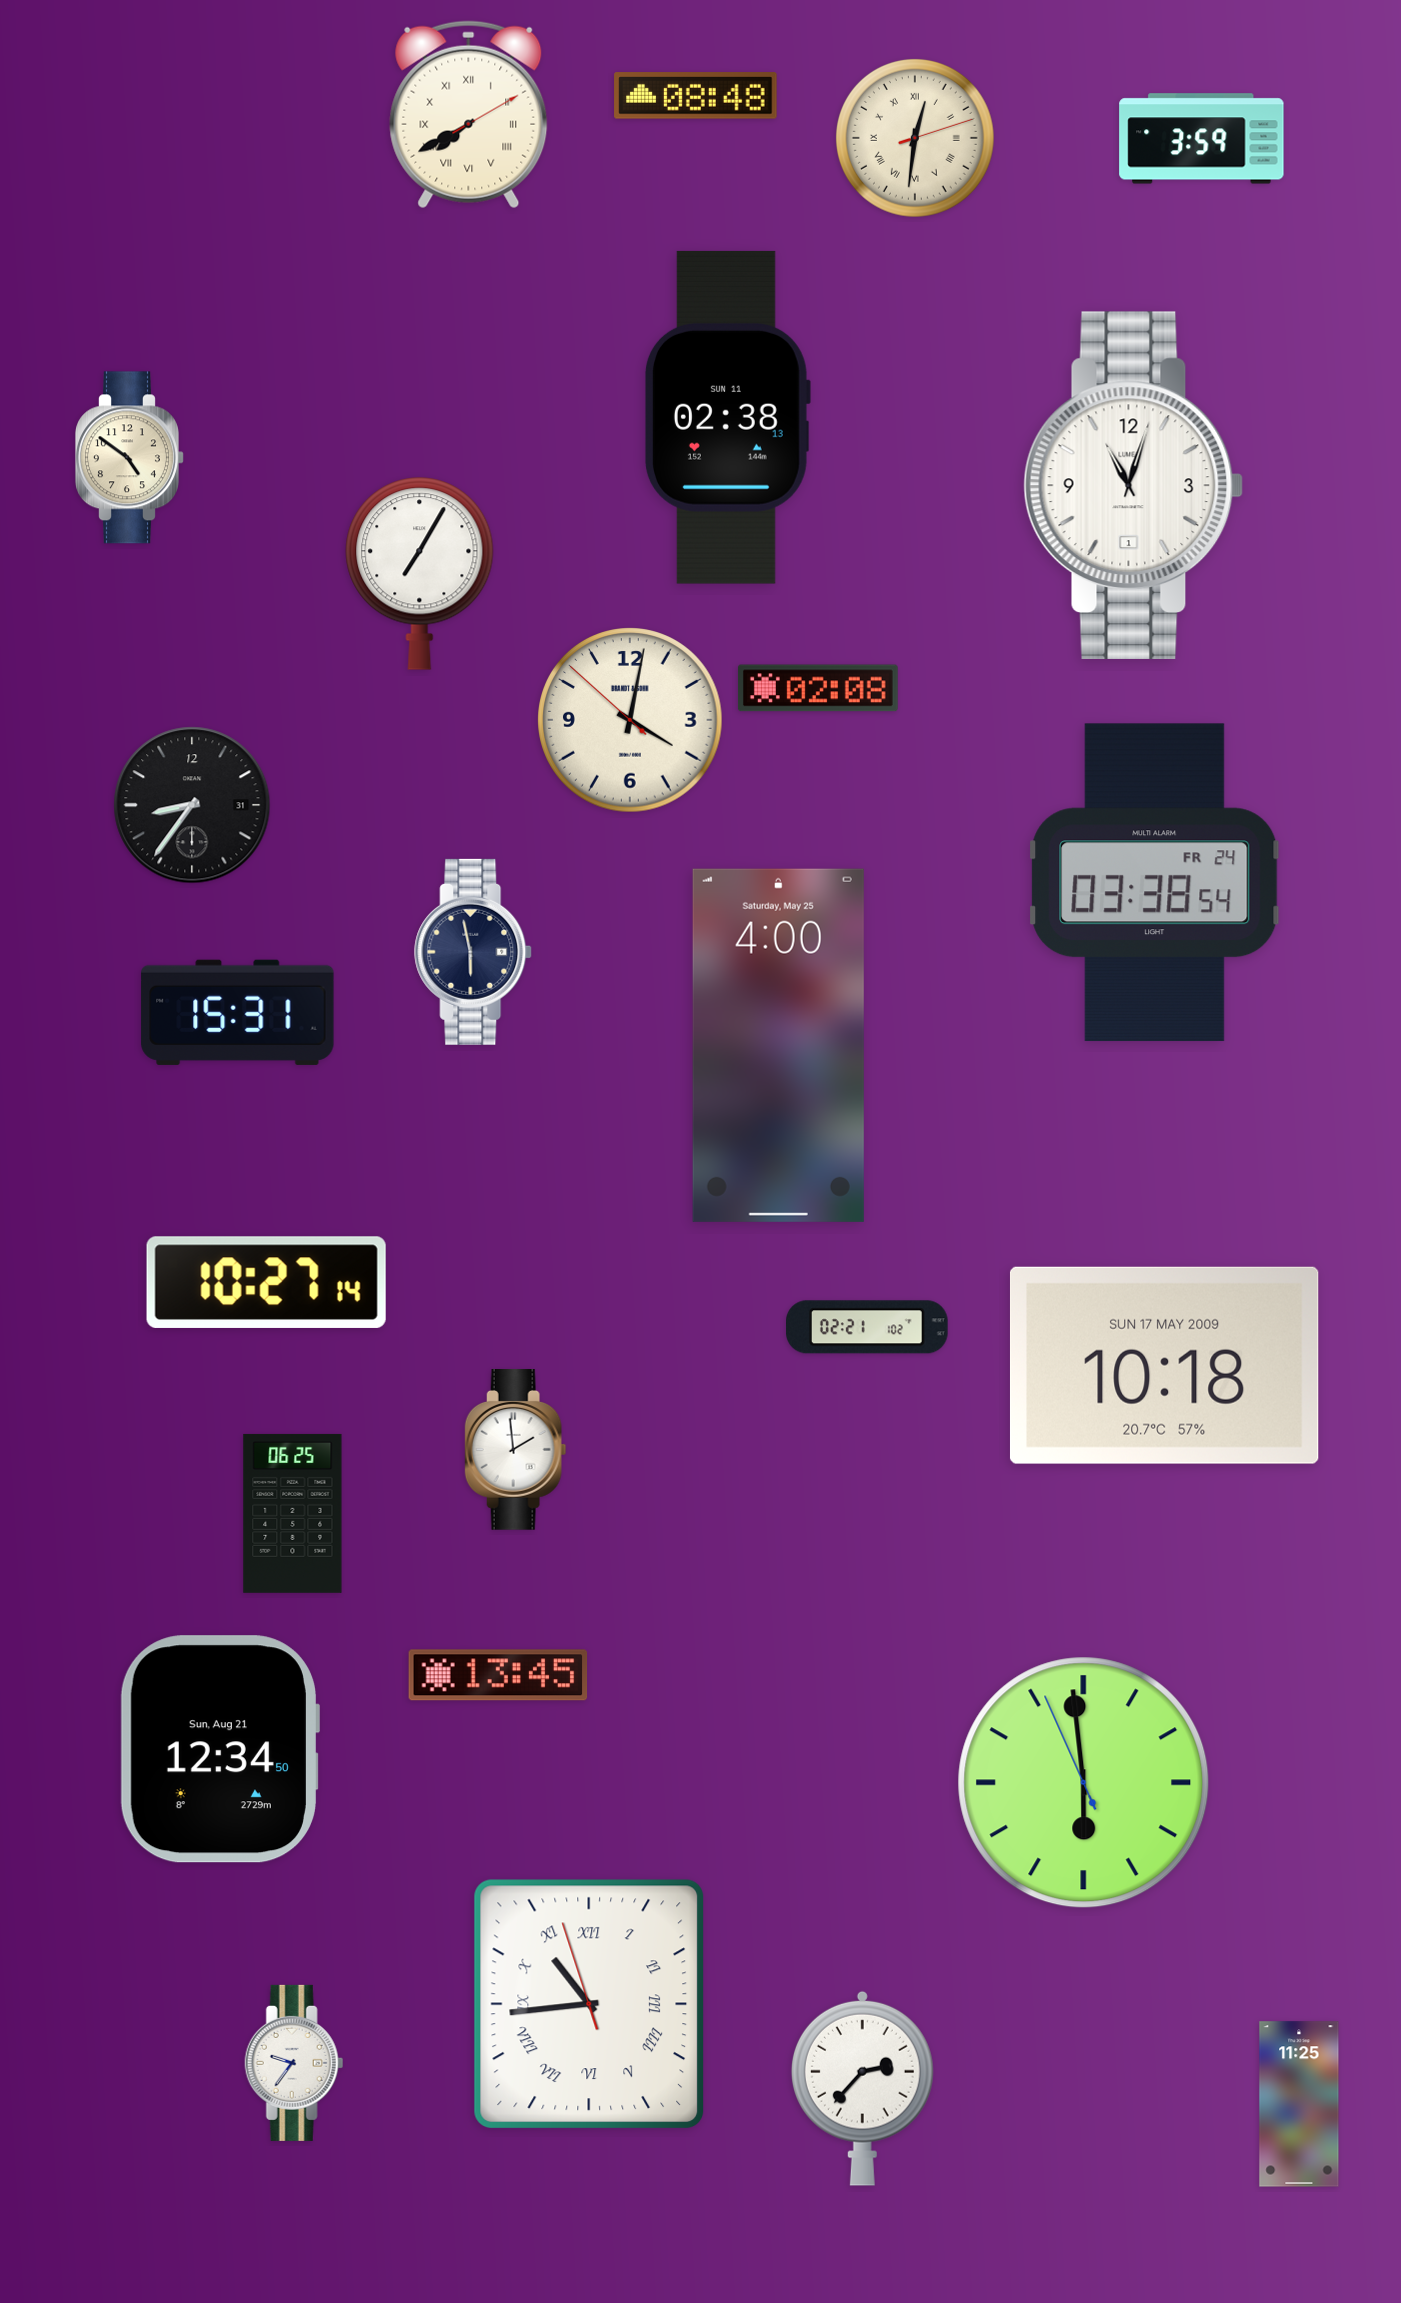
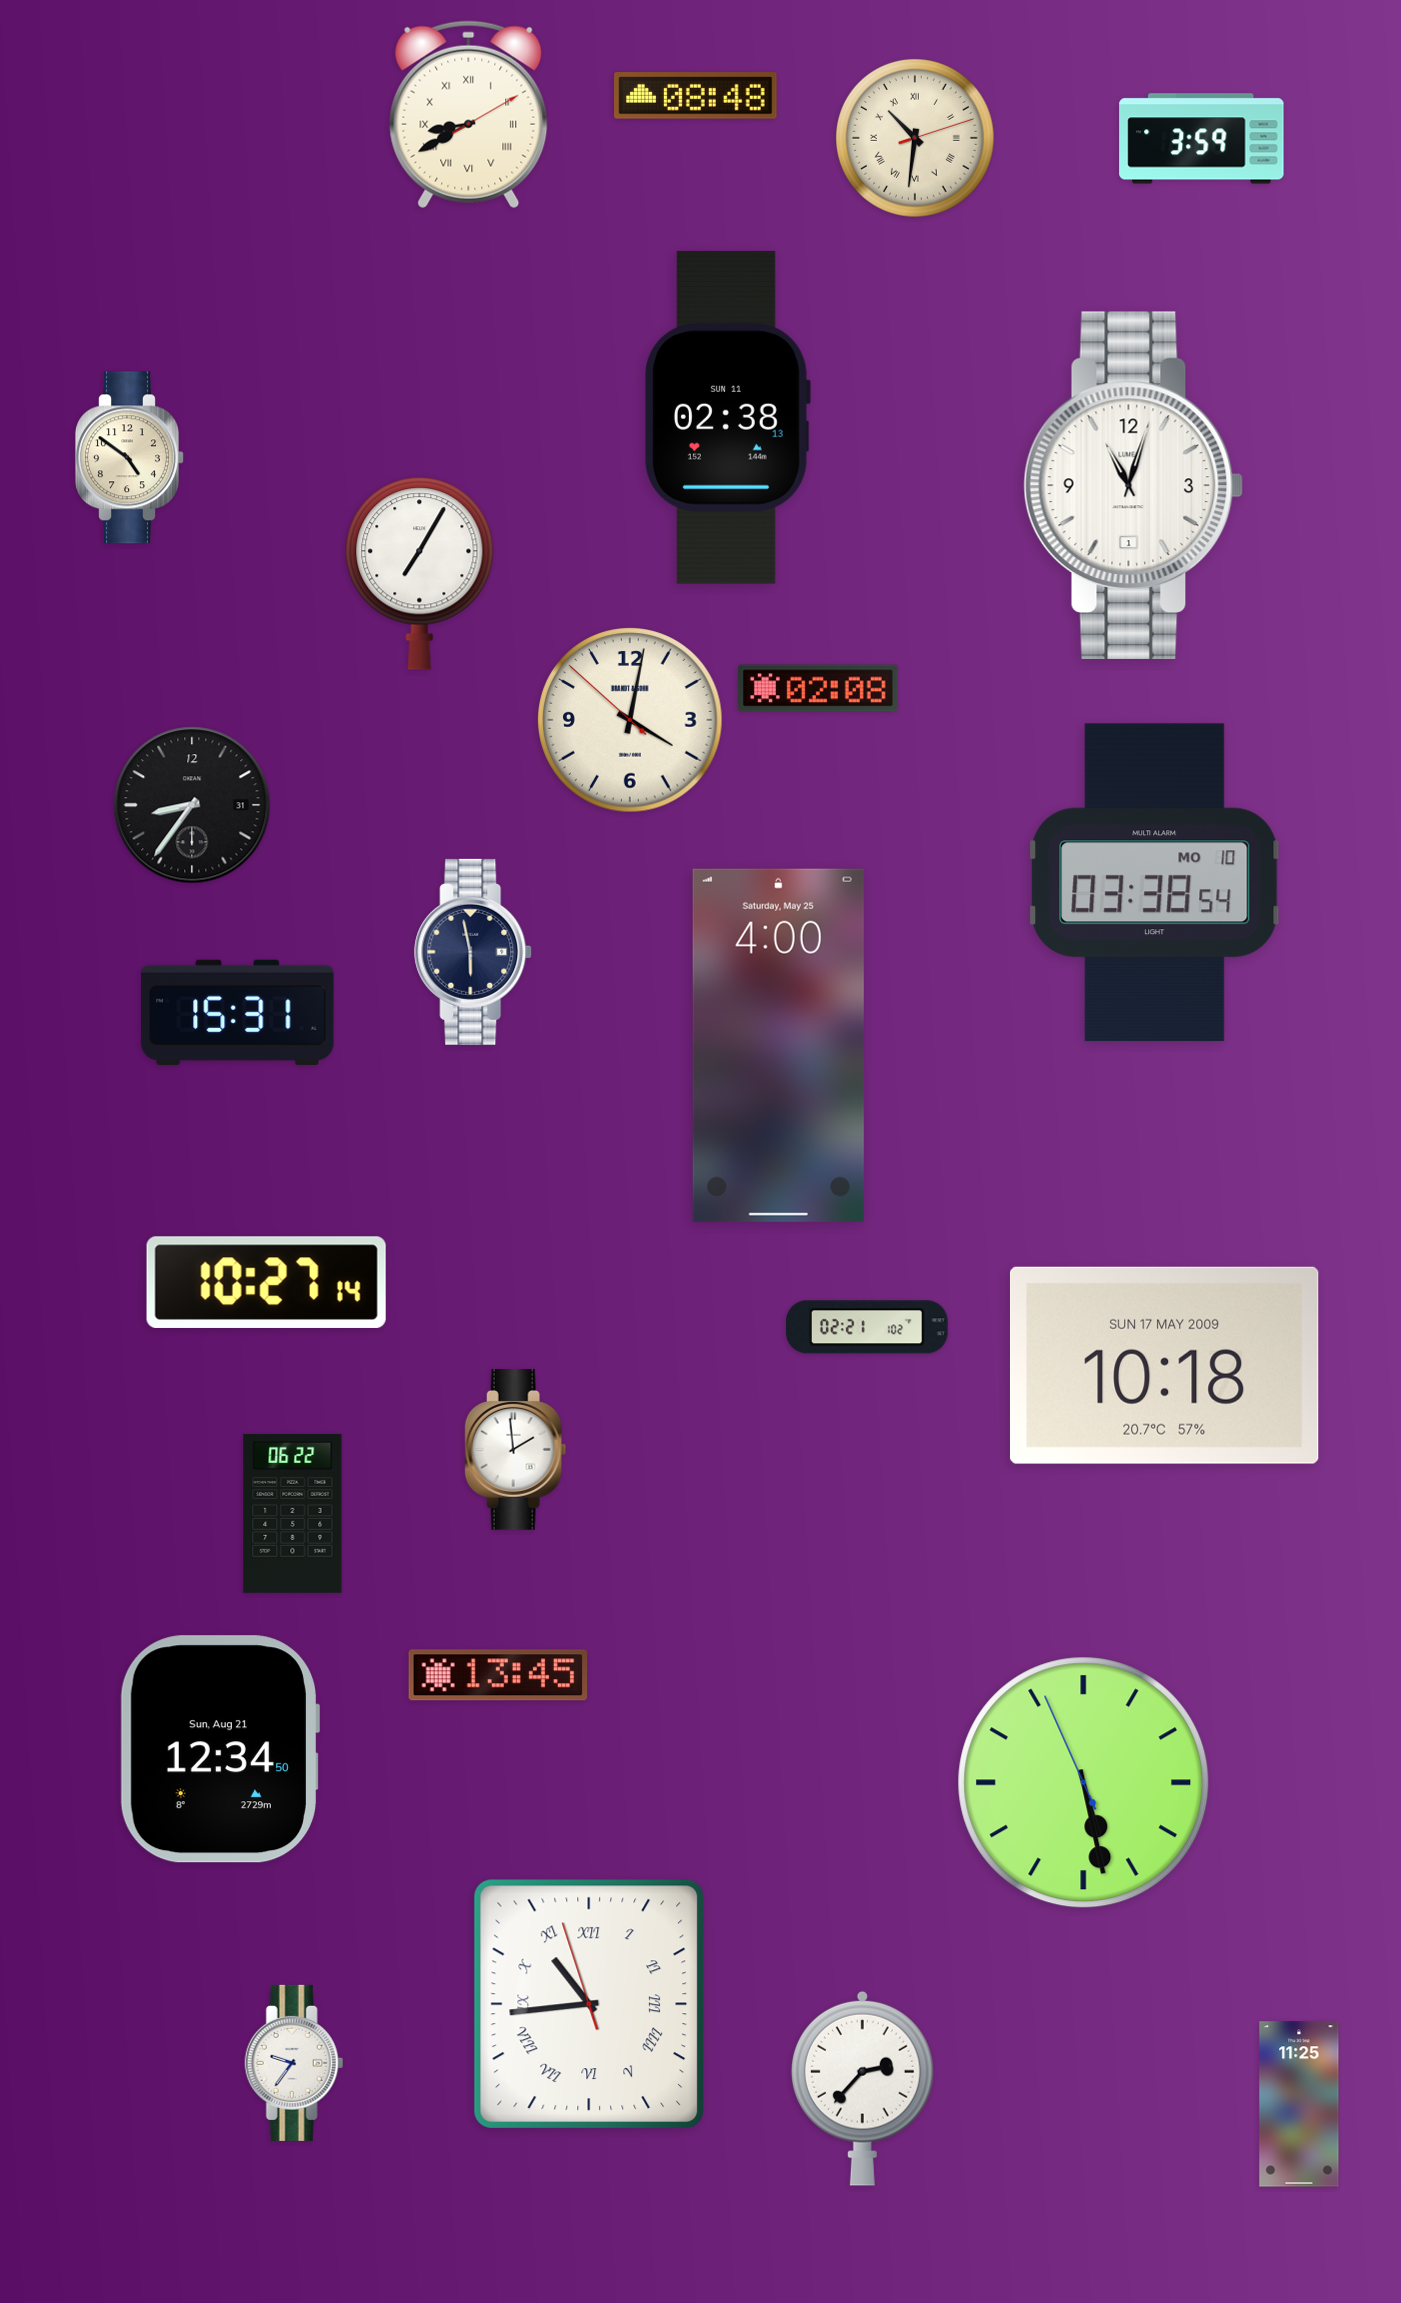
clock at (469, 115): 7:40 -> 8:40
clock at (915, 138): 12:31 -> 10:31
clock at (1155, 883) date: FR 24 -> MO 10
clock at (293, 1513): 06:25 -> 06:22
clock at (1084, 1783): 5:58 -> 5:27
